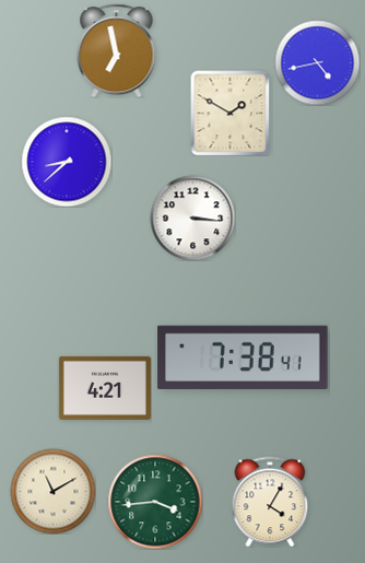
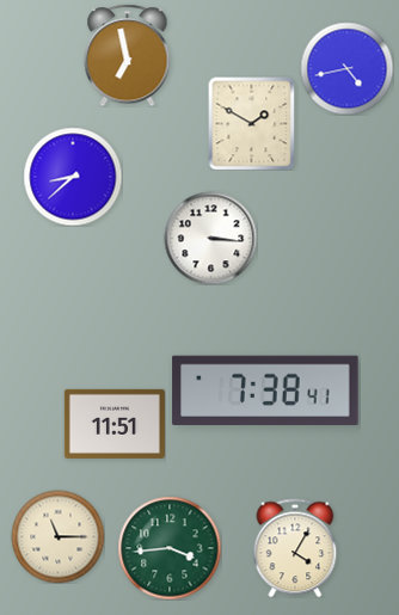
clock at (105, 388): 4:21 -> 11:51
clock at (52, 491): 11:10 -> 11:15
